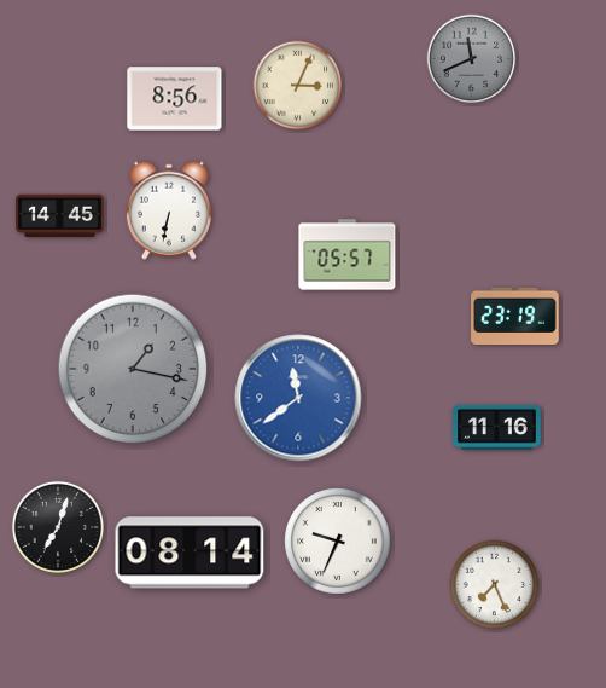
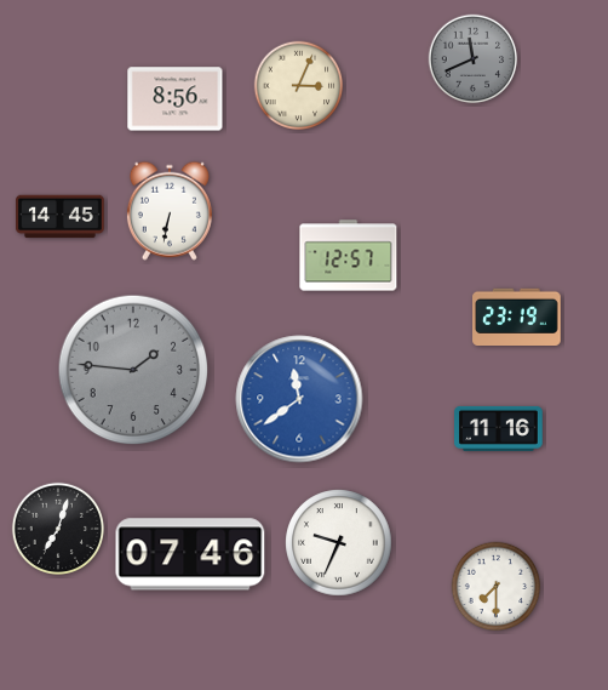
clock at (348, 255): 05:57 -> 12:57
clock at (133, 369): 1:17 -> 1:46
clock at (190, 553): 08:14 -> 07:46
clock at (495, 585): 7:26 -> 7:30
